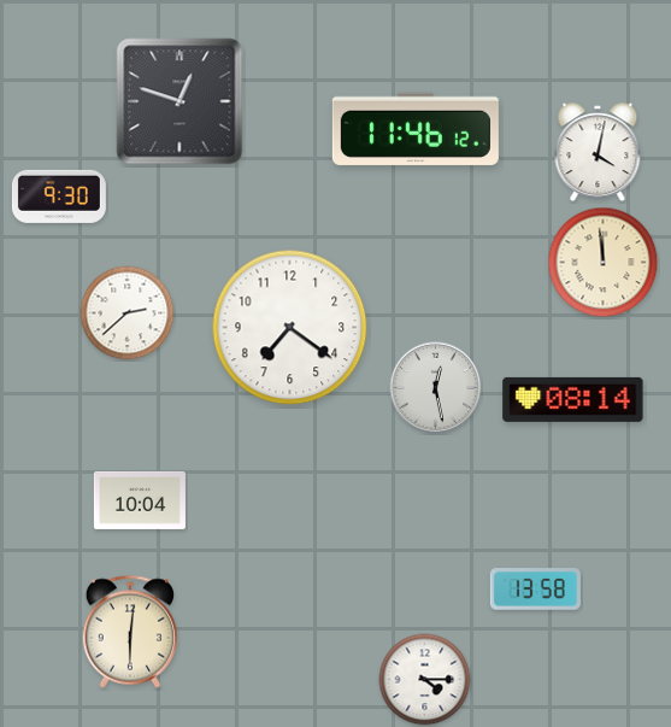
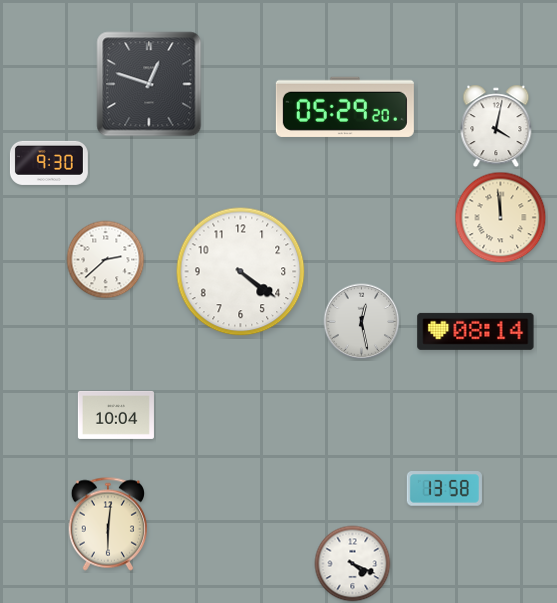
clock at (416, 129): 11:46 -> 05:29
clock at (290, 328): 7:21 -> 4:21
clock at (425, 680): 4:15 -> 4:19
